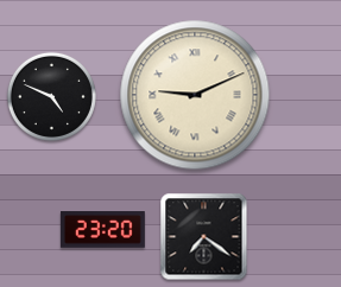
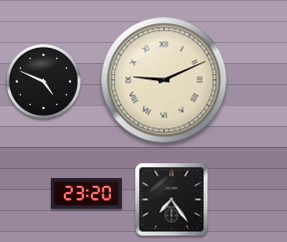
clock at (204, 237): 7:21 -> 7:24
